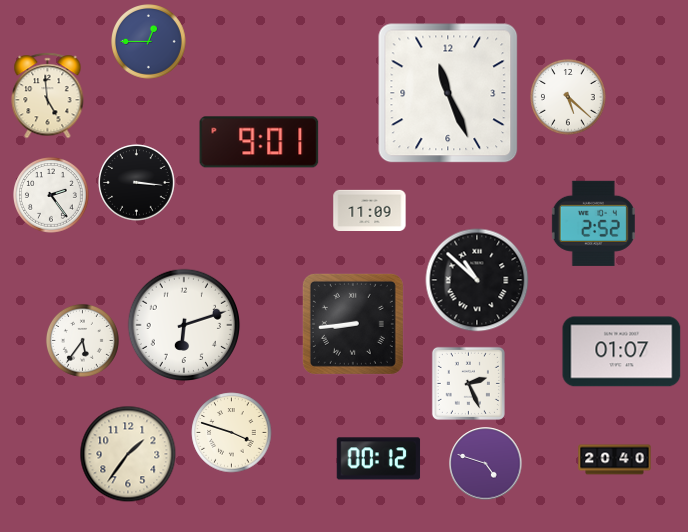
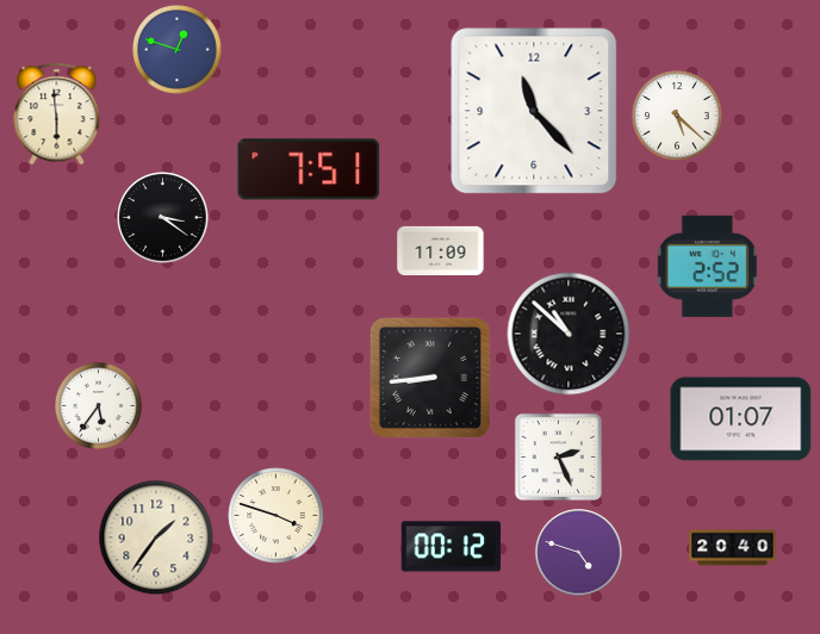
clock at (149, 42): 12:45 -> 12:48
clock at (448, 93): 11:26 -> 11:23
clock at (48, 96): 4:59 -> 5:59
clock at (259, 142): 9:01 -> 7:51
clock at (137, 183): 3:16 -> 3:21
clock at (52, 196): 2:24 -> none
clock at (353, 324) position: (353, 324) -> (430, 378)
clock at (184, 325): 6:12 -> none
clock at (128, 454) position: (128, 454) -> (156, 537)
